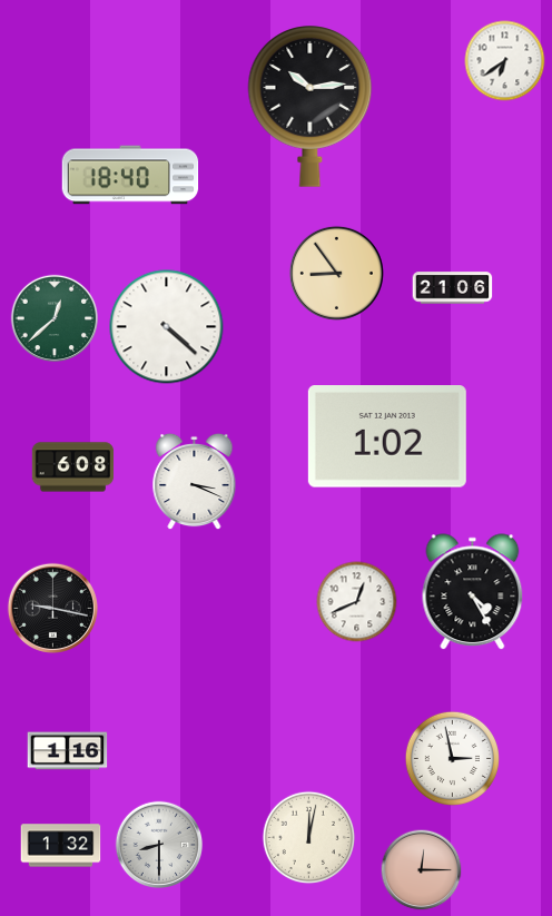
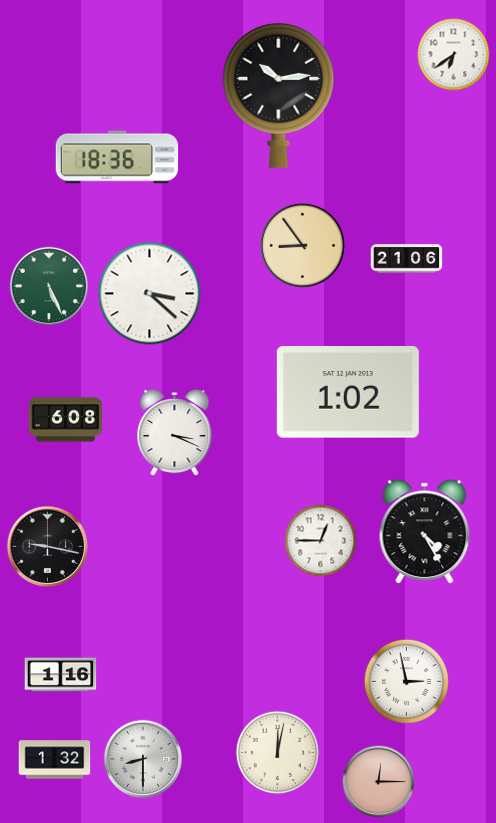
clock at (130, 175): 18:40 -> 18:36
clock at (55, 318): 12:38 -> 5:26
clock at (167, 327): 4:22 -> 3:22
clock at (357, 602): 12:41 -> 12:45
